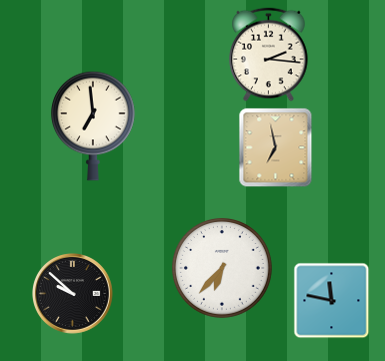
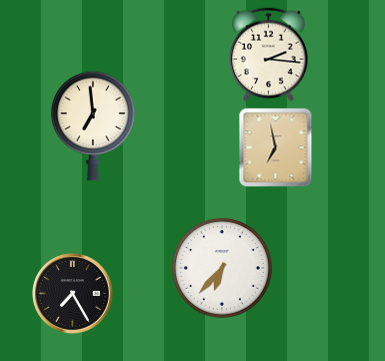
clock at (73, 294): 9:52 -> 7:25
clock at (332, 301): 11:47 -> none
